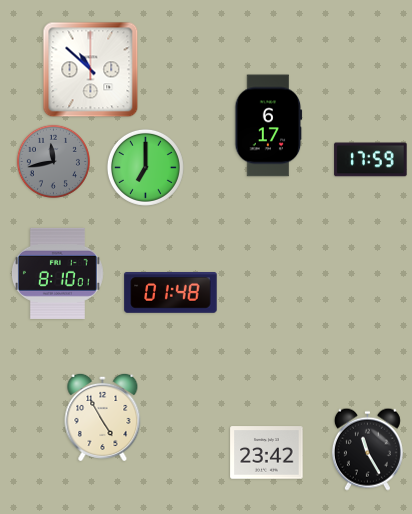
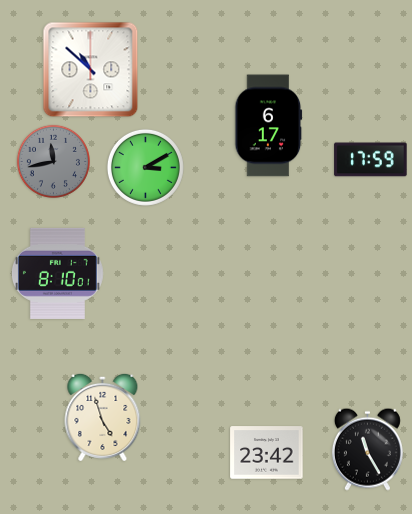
clock at (145, 167): 7:00 -> 3:10
clock at (171, 293): 01:48 -> none
clock at (103, 417): 4:55 -> 4:57
